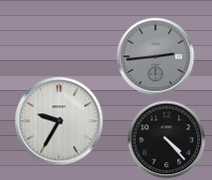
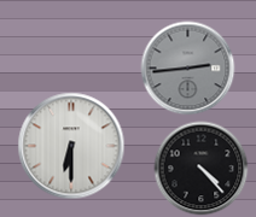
clock at (59, 121): 9:35 -> 6:30
